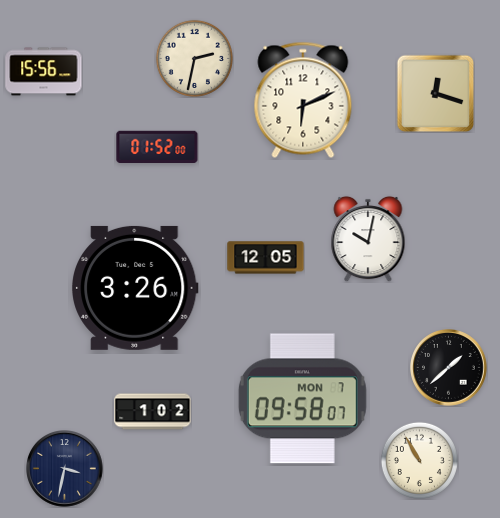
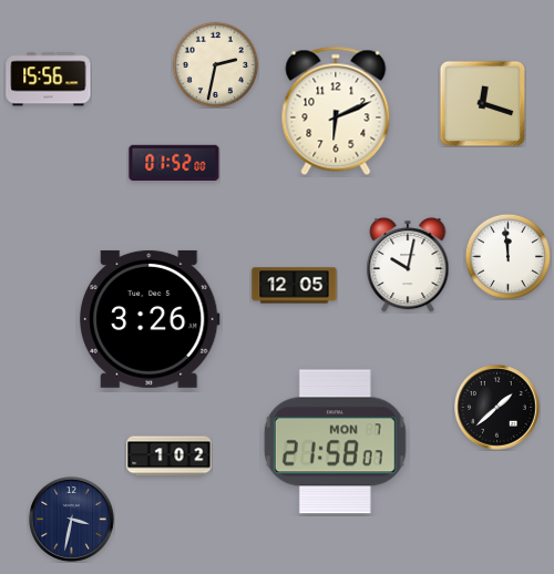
clock at (507, 256): none -> 11:59
clock at (302, 399): 09:58 -> 21:58
clock at (419, 460): 10:55 -> none
